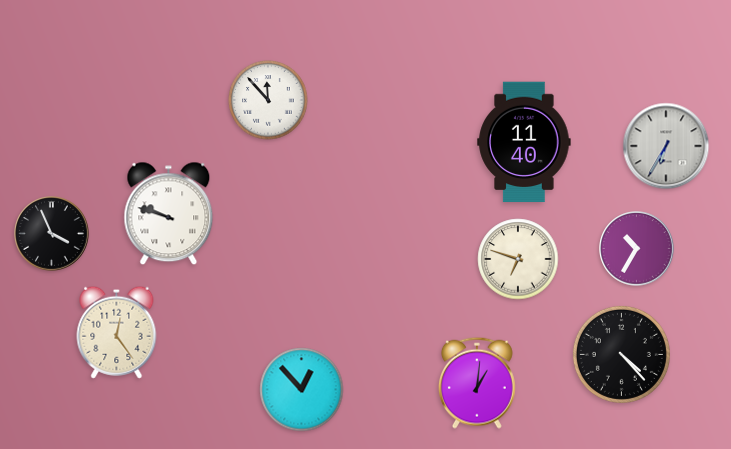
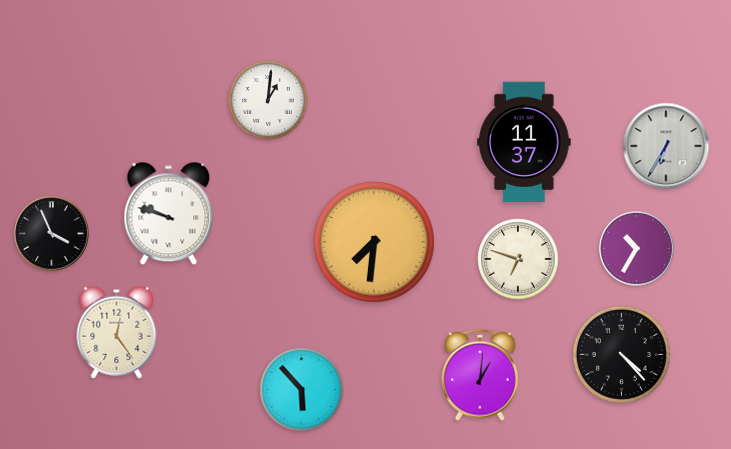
clock at (268, 100): 11:53 -> 1:01
clock at (524, 142): 11:40 -> 11:37
clock at (374, 242): none -> 7:31
clock at (477, 383) position: (477, 383) -> (480, 375)
clock at (302, 390): 12:53 -> 5:53
